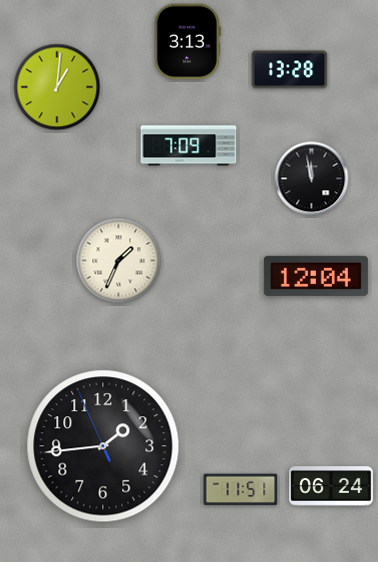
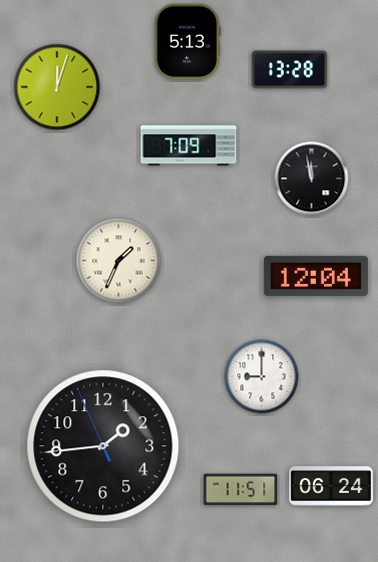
clock at (187, 42): 3:13 -> 5:13
clock at (57, 87): 1:01 -> 12:03
clock at (262, 377): none -> 9:00
